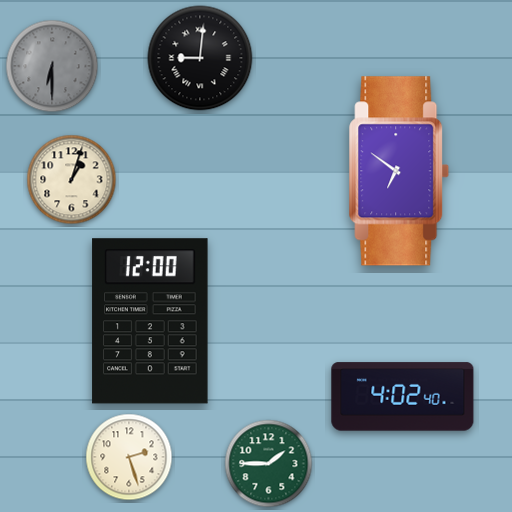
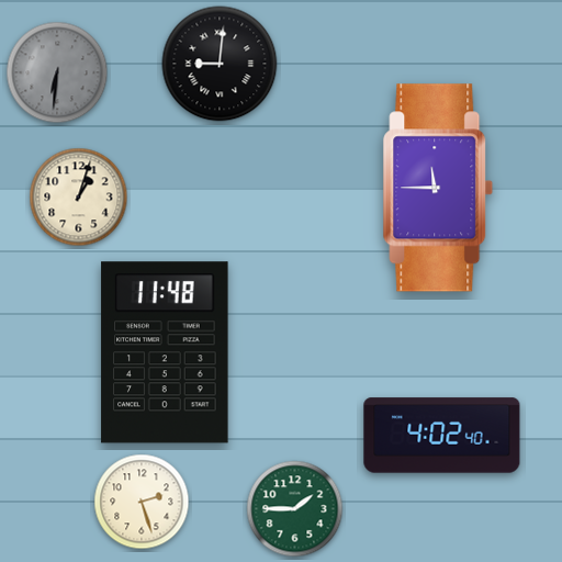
clock at (52, 66): 6:30 -> 6:31
clock at (399, 171): 6:51 -> 11:45
clock at (150, 321): 12:00 -> 11:48
